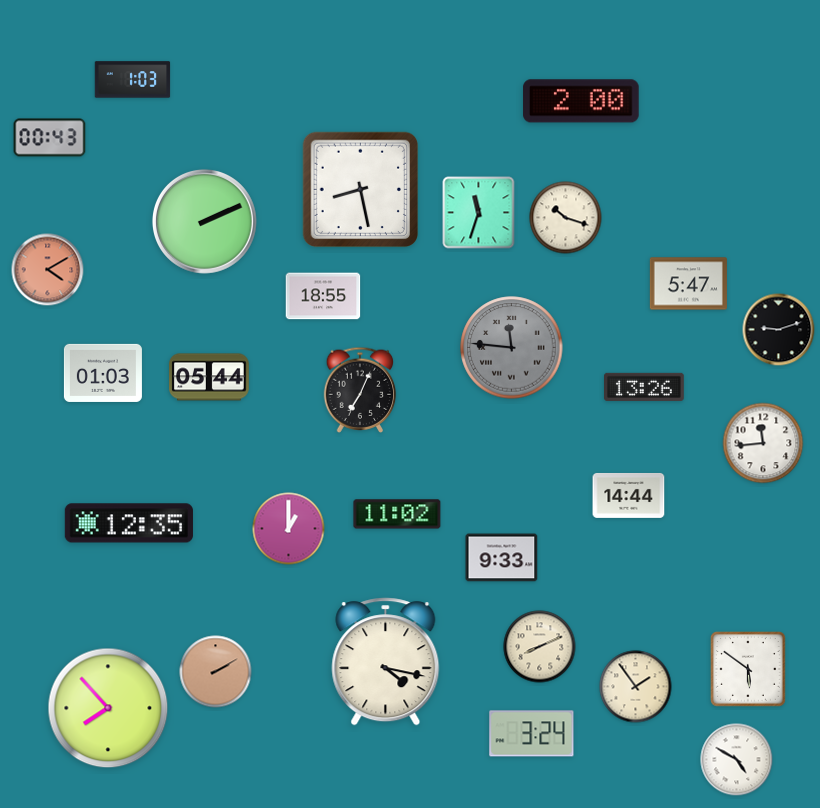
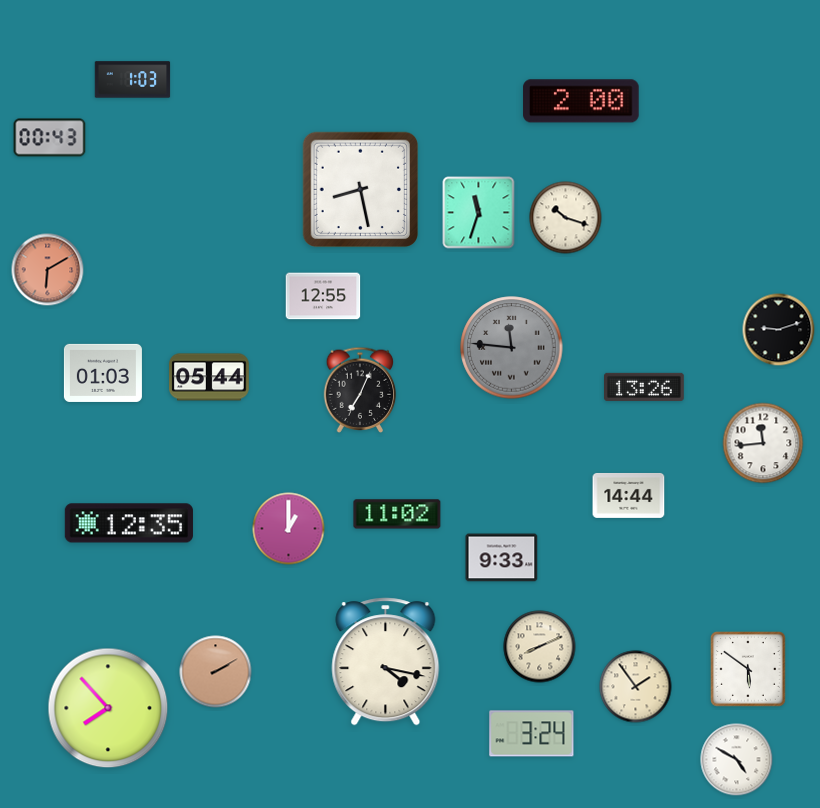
clock at (204, 221): 2:11 -> none
clock at (48, 270): 4:10 -> 6:10
clock at (688, 284): 5:47 -> none
clock at (323, 296): 18:55 -> 12:55
